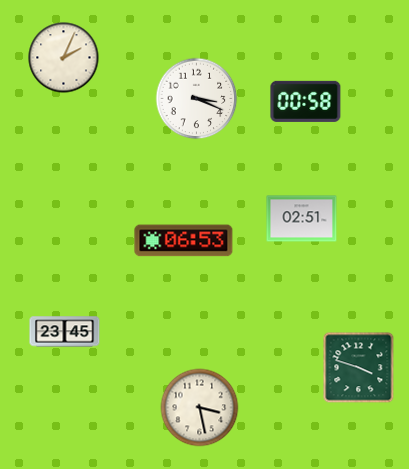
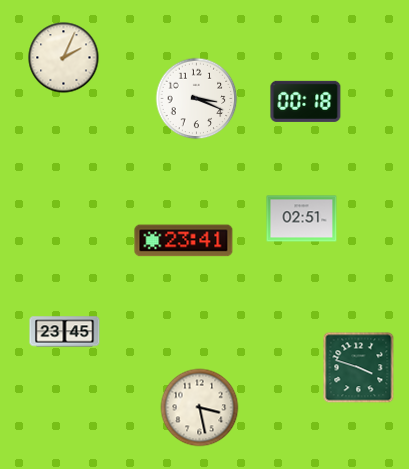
clock at (306, 101): 00:58 -> 00:18
clock at (184, 241): 06:53 -> 23:41
